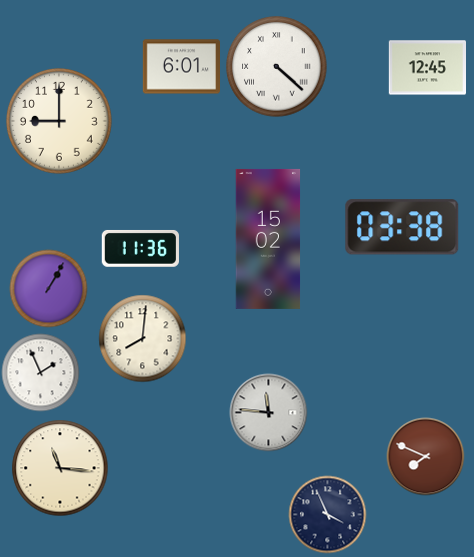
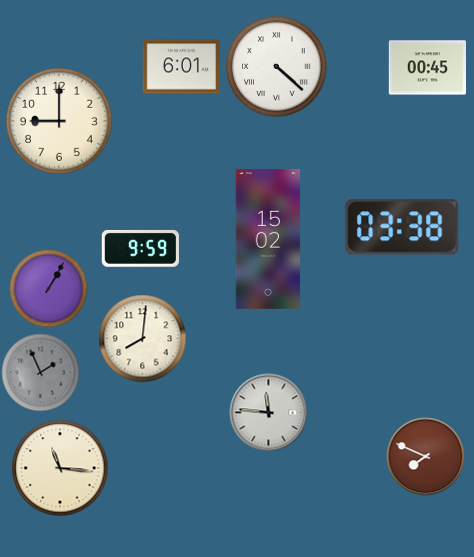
clock at (427, 68): 12:45 -> 00:45
clock at (140, 248): 11:36 -> 9:59
clock at (40, 372) dial: white -> grey
clock at (327, 514): 3:56 -> none
